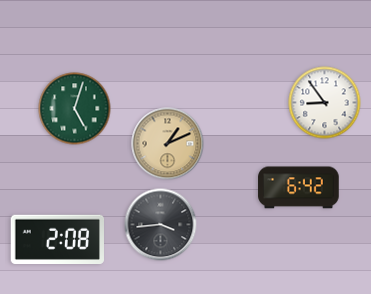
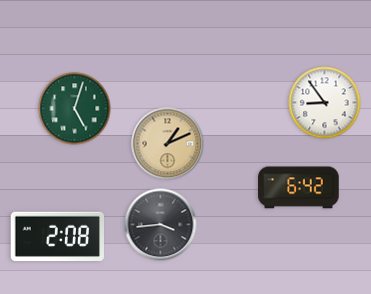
clock at (58, 239) position: (58, 239) -> (58, 236)
